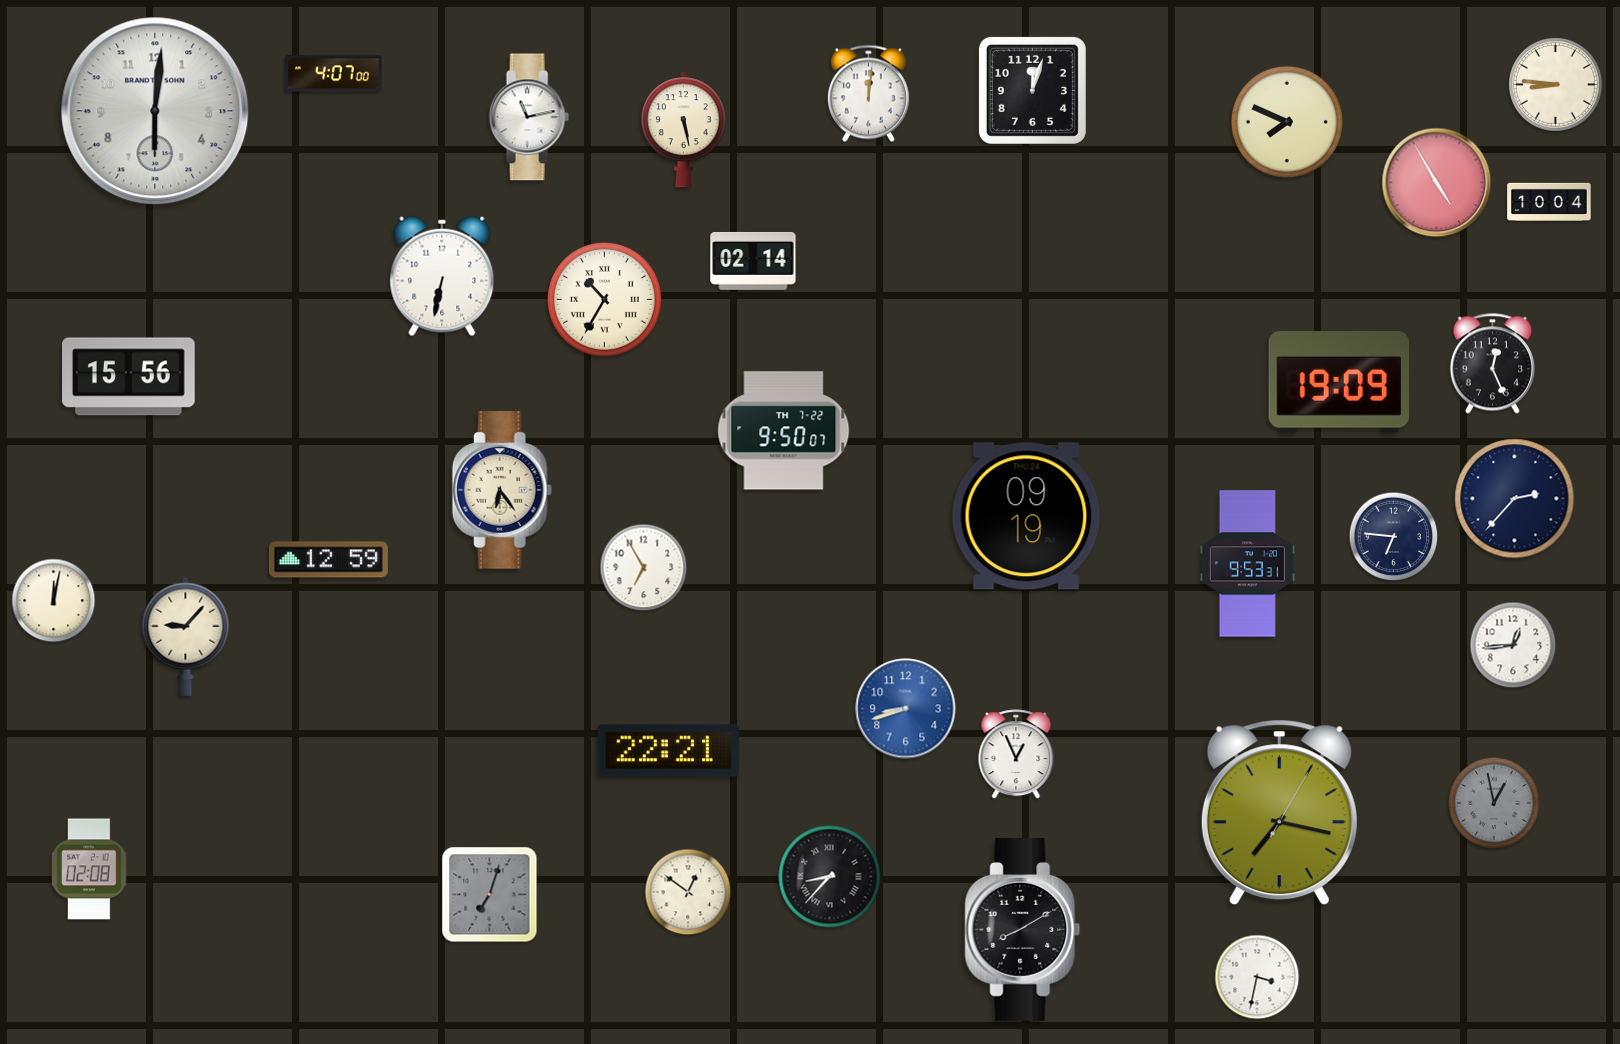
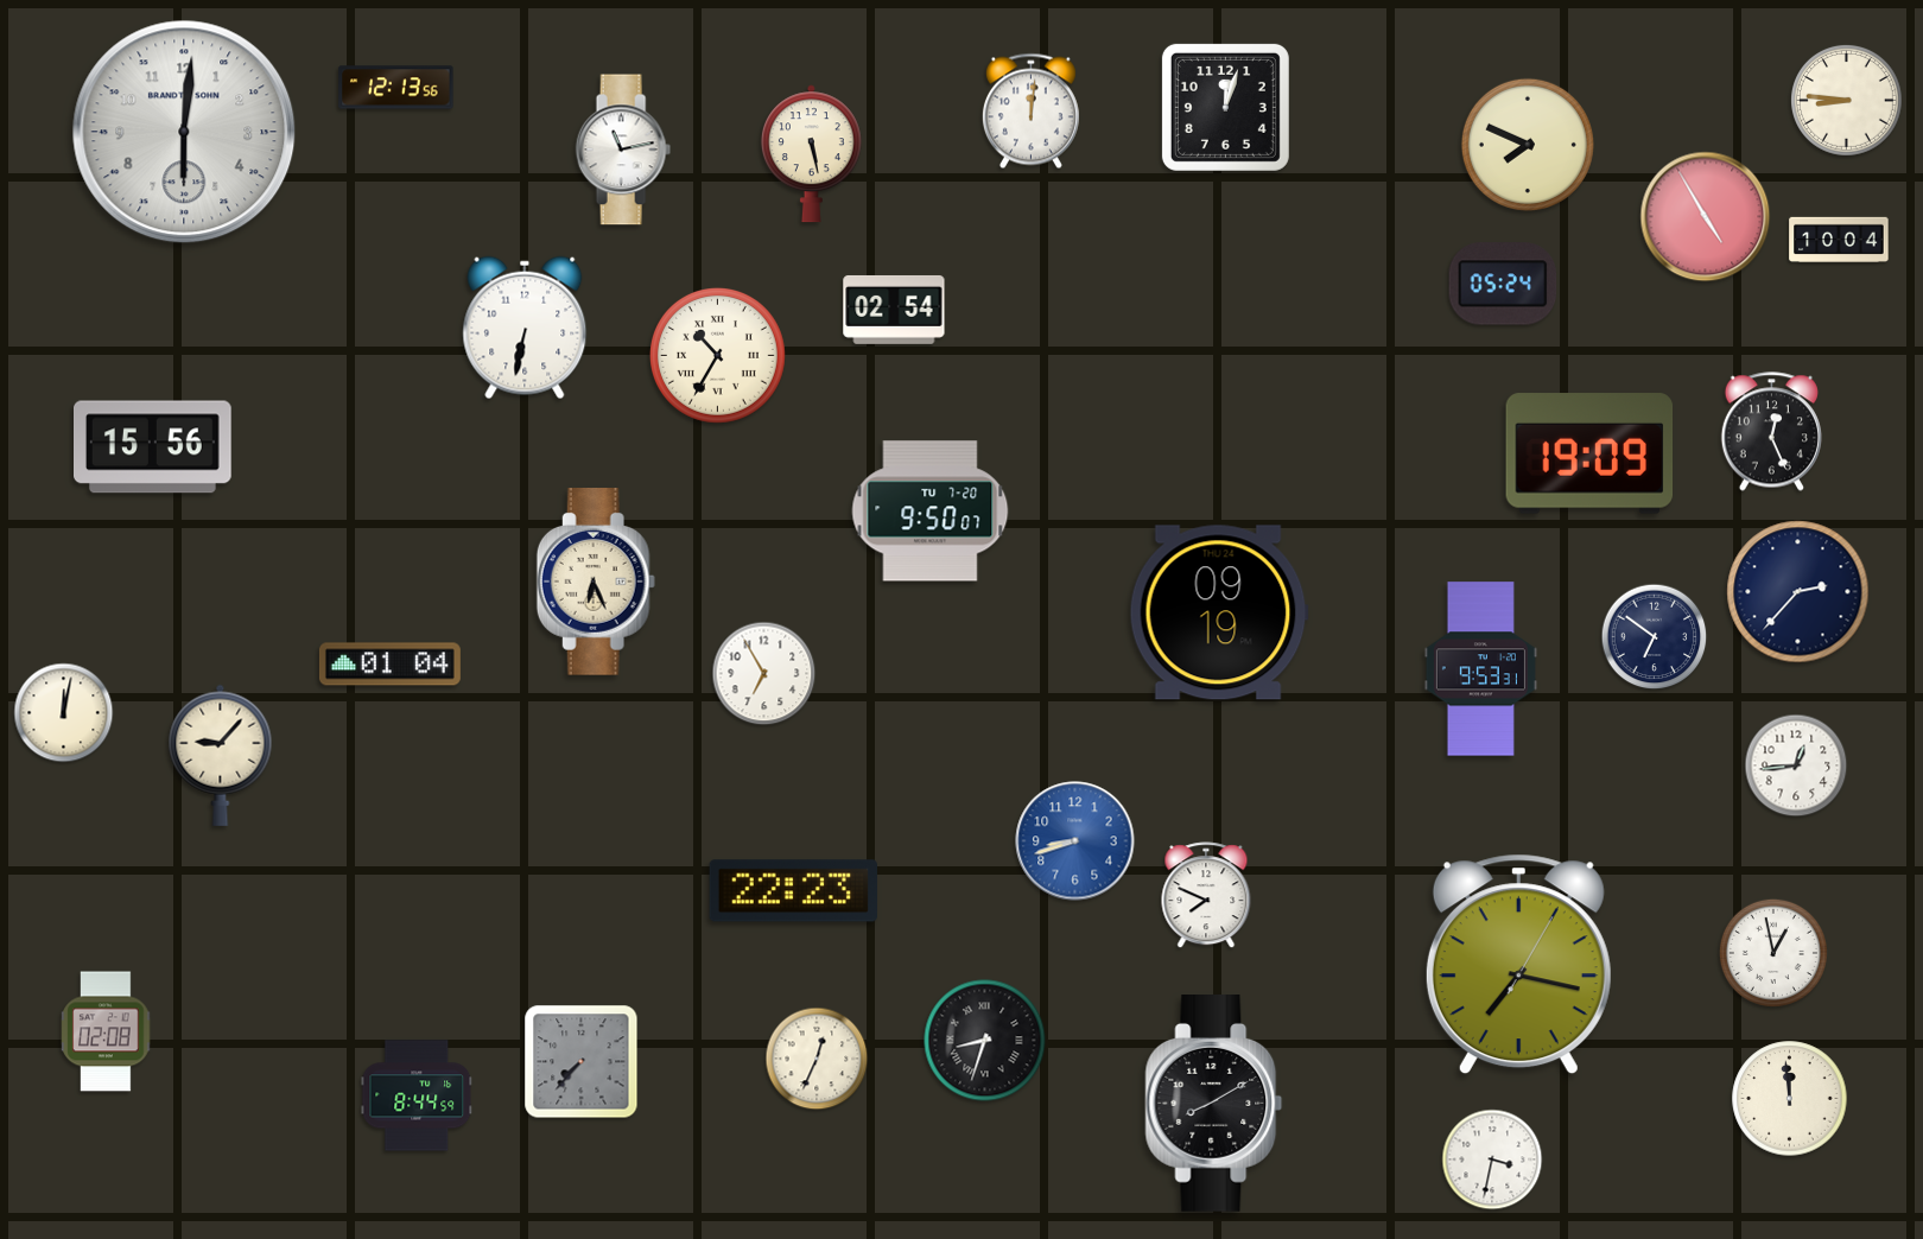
clock at (334, 74): 4:07 -> 12:13
clock at (529, 117) position: (529, 117) -> (623, 150)
clock at (1503, 284): none -> 05:24
clock at (753, 261): 02:14 -> 02:54
clock at (784, 431) date: TH 7-22 -> TU 7-20
clock at (502, 491): 6:24 -> 6:26
clock at (1394, 537): 6:46 -> 6:51
clock at (328, 560): 12:59 -> 01:04
clock at (668, 751): 22:21 -> 22:23
clock at (1016, 755): 12:56 -> 7:49
clock at (1494, 803) dial: grey -> white
clock at (830, 877): 8:37 -> 8:33
clock at (688, 892): 12:51 -> 12:34
clock at (490, 895): 7:03 -> 7:37
clock at (417, 1095): none -> 8:44
clock at (1790, 1099): none -> 11:59
